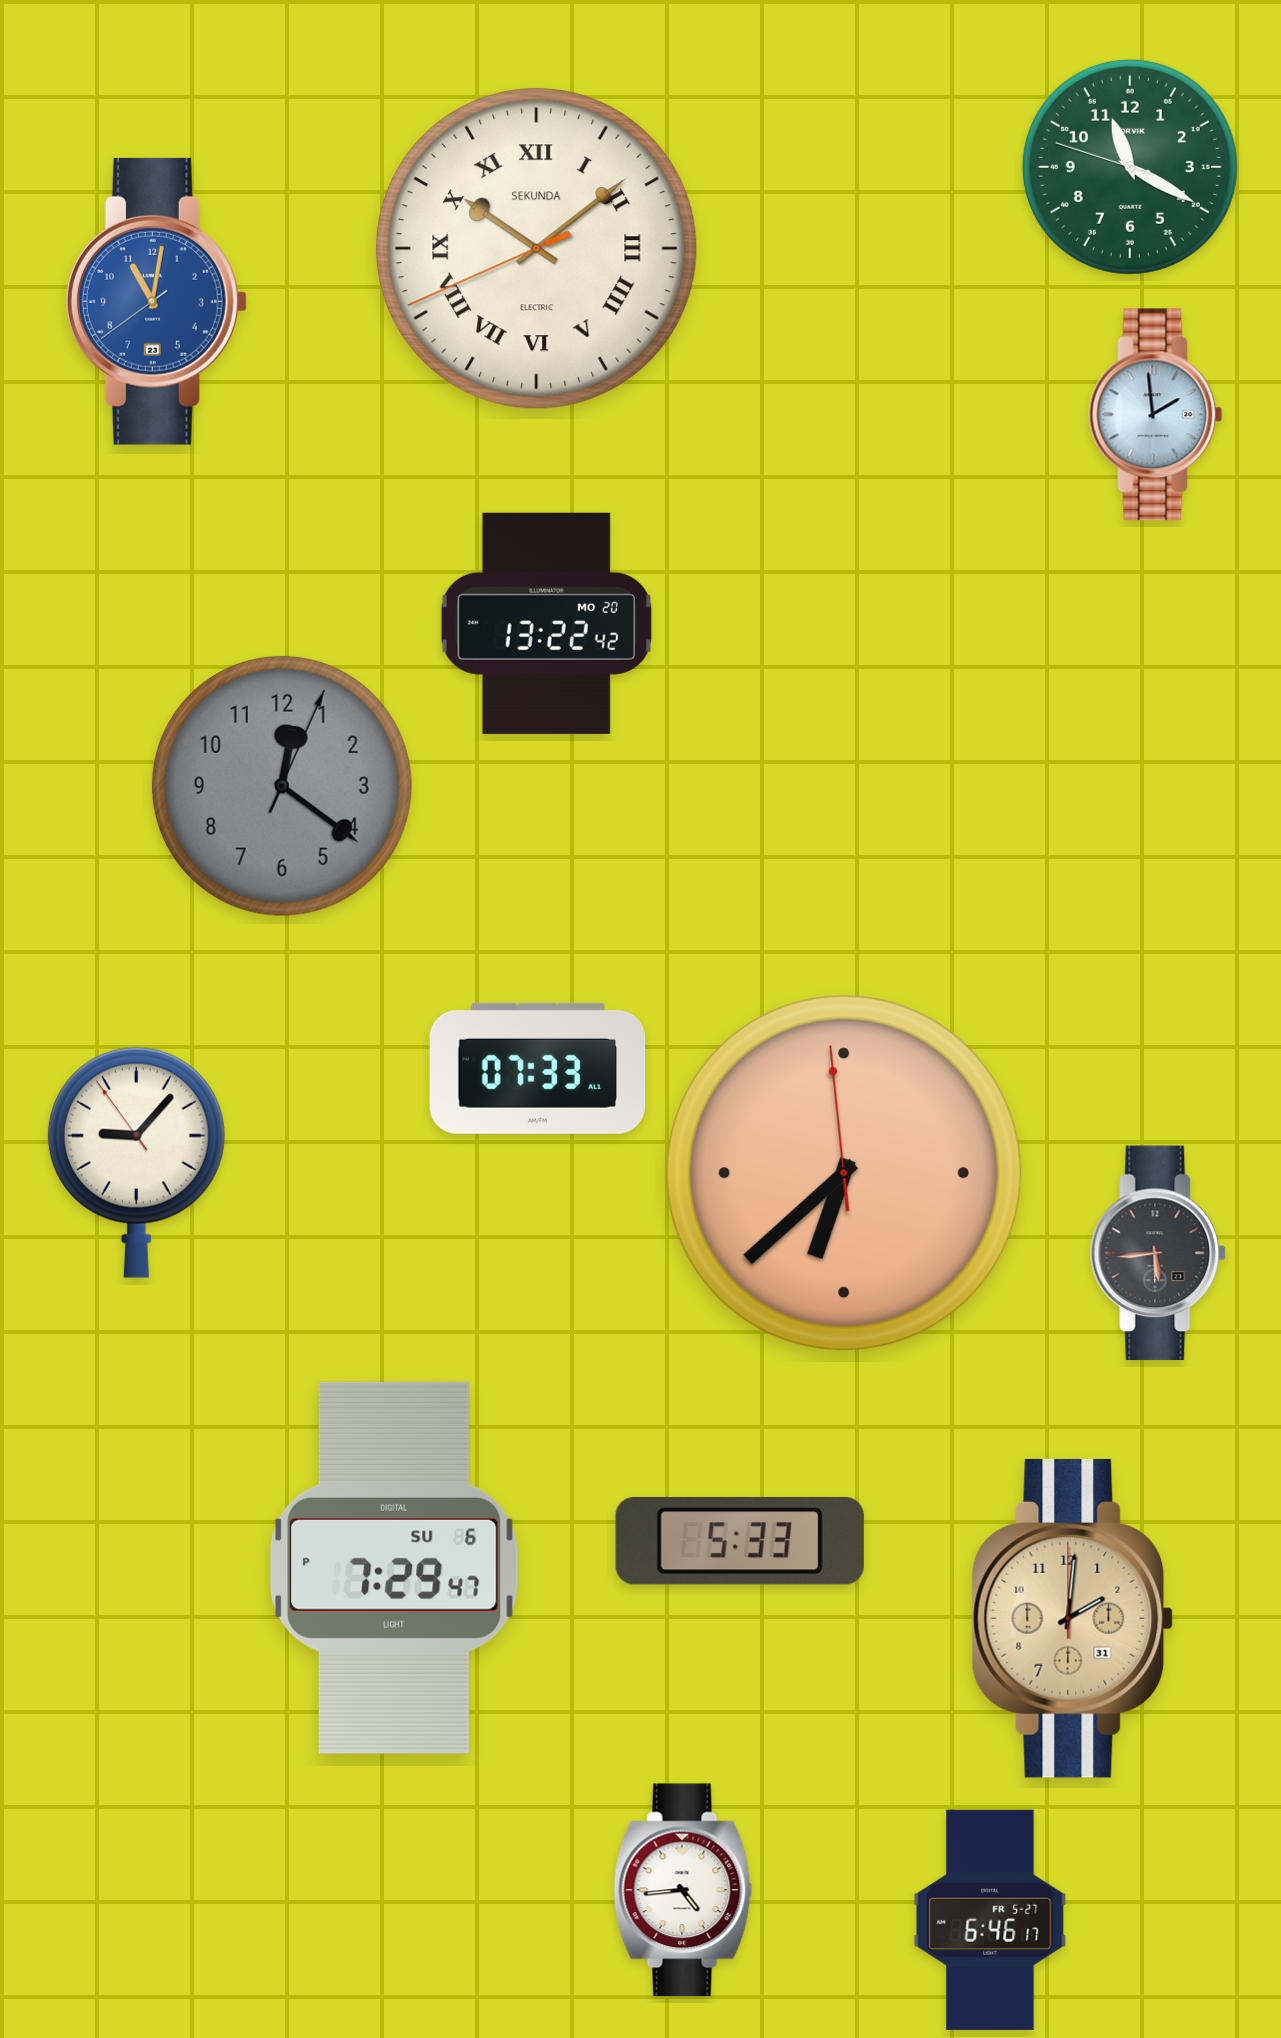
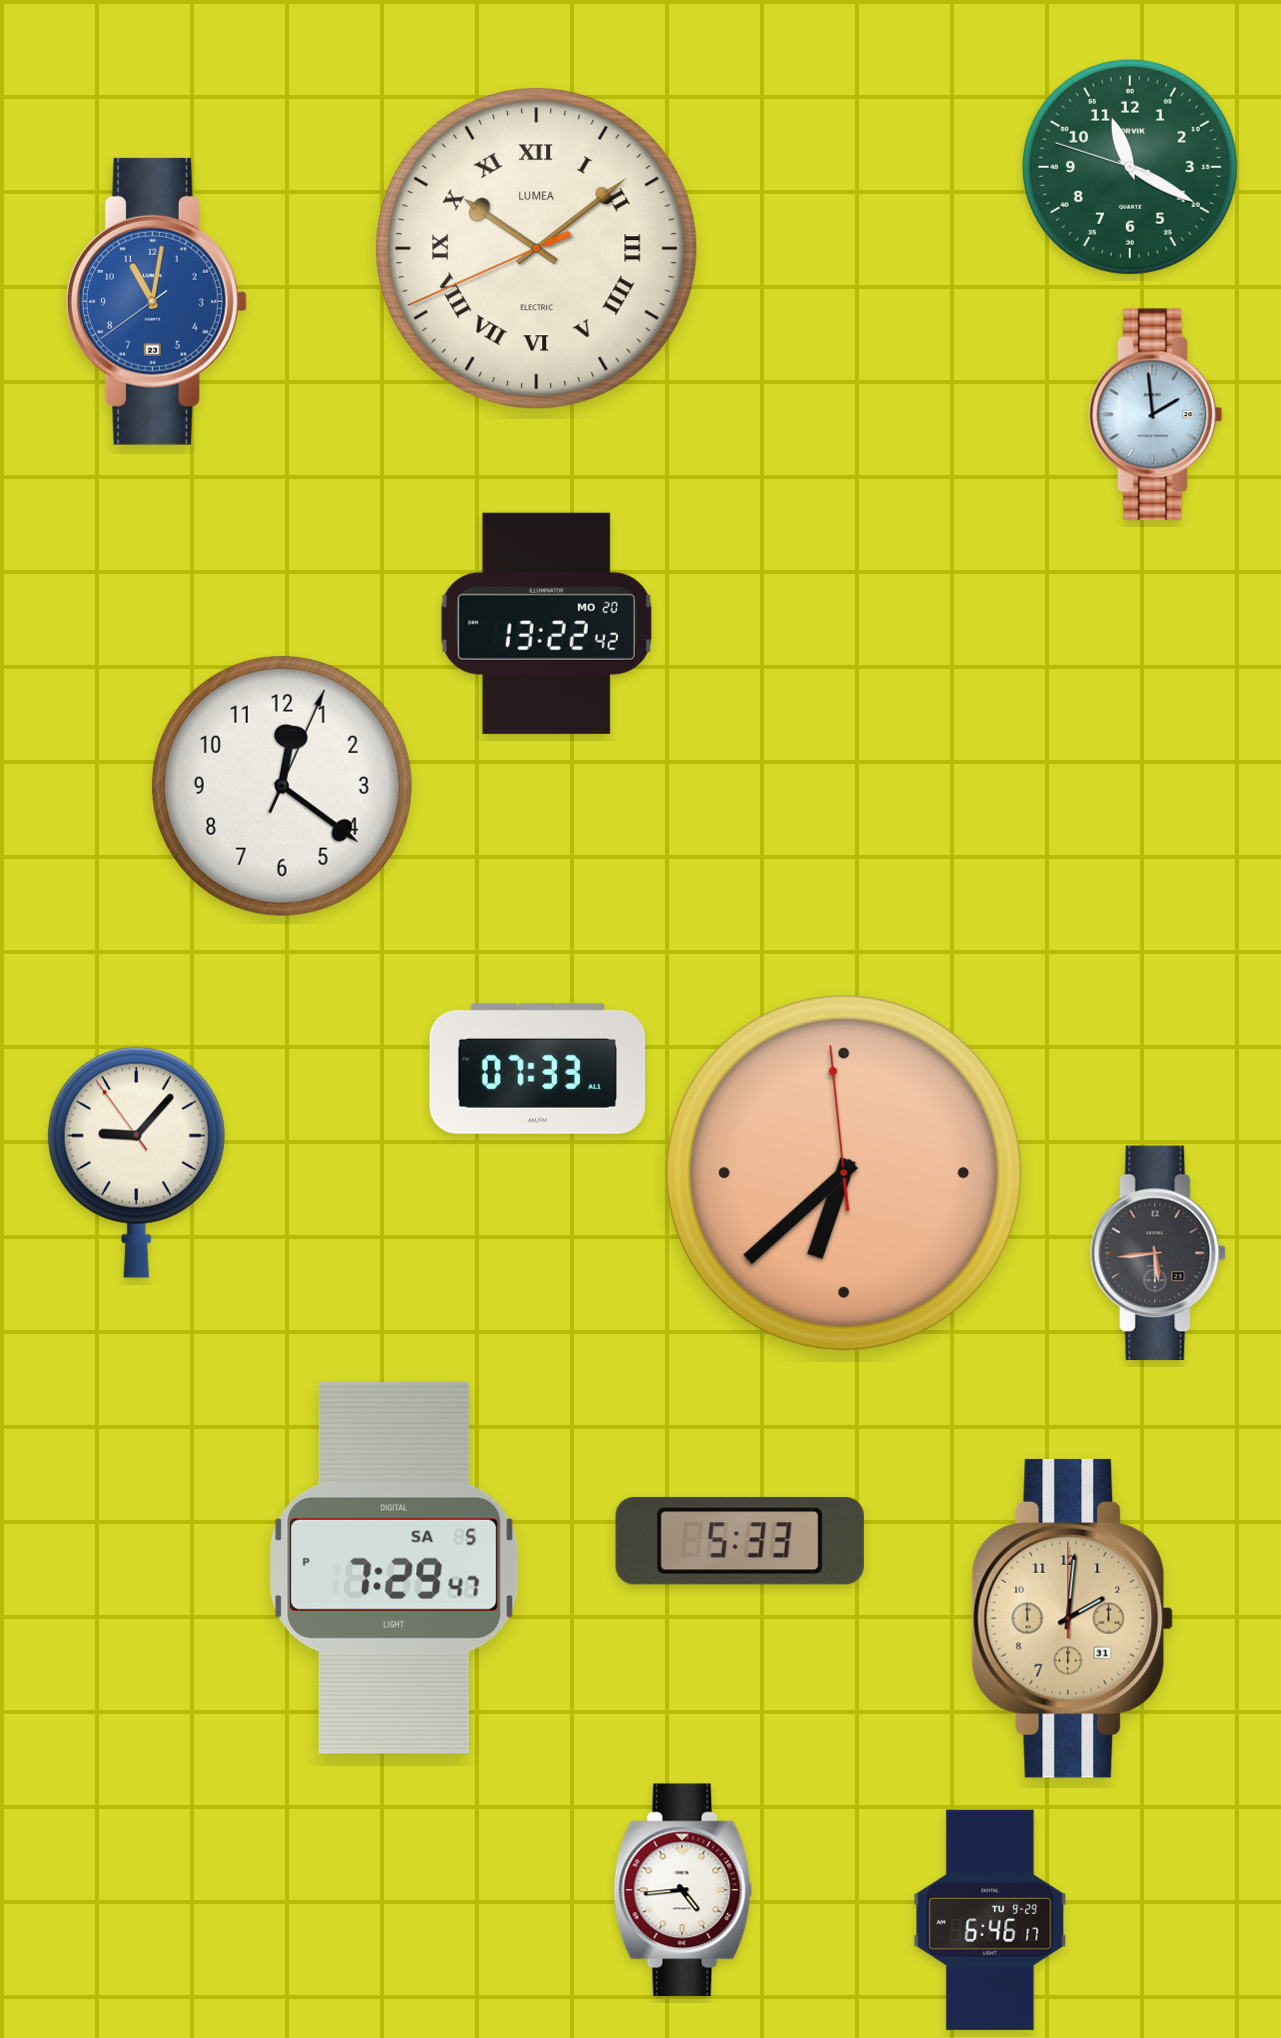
clock at (537, 249) brand: SEKUNDA -> LUMEA
clock at (282, 786) dial: grey -> white
clock at (394, 1568) date: SU 6 -> SA 5
clock at (990, 1920) date: FR 5-27 -> TU 9-29
